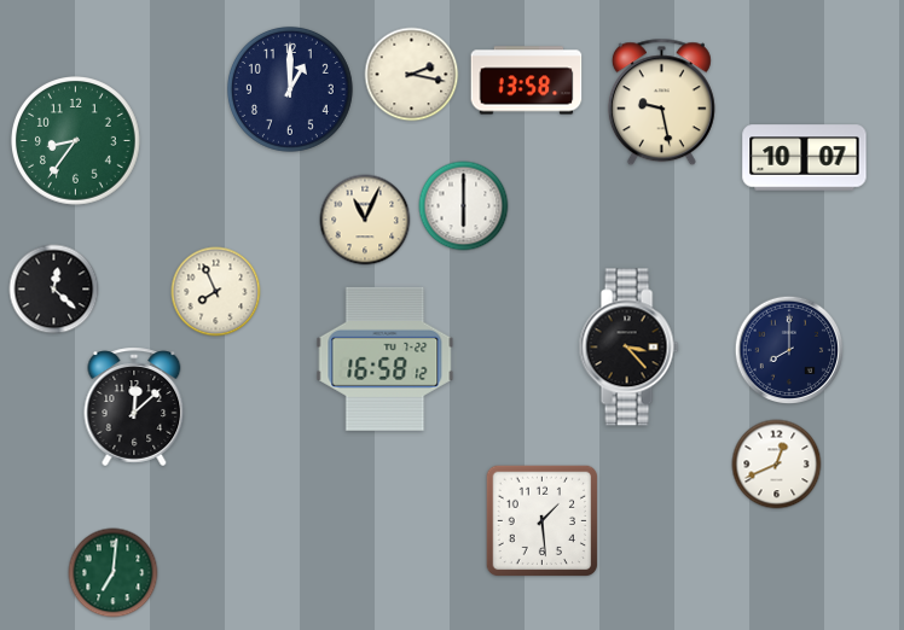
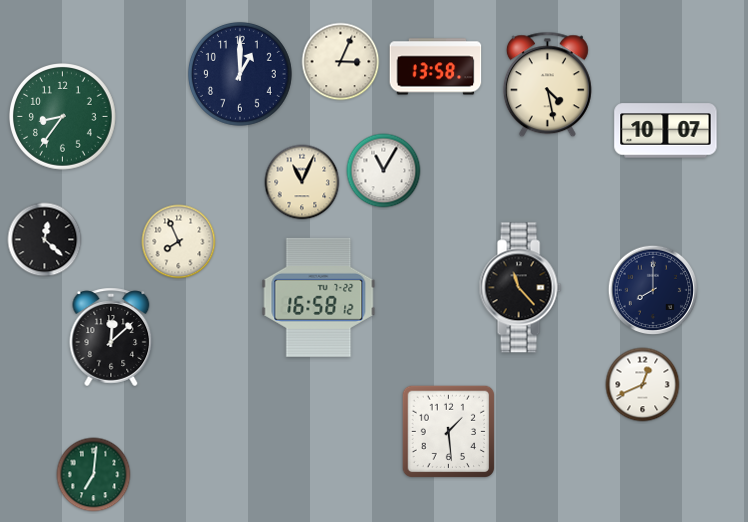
clock at (412, 75): 2:17 -> 3:04
clock at (661, 103): 9:28 -> 4:28
clock at (464, 206): 6:00 -> 11:05
clock at (628, 348): 3:23 -> 11:23
